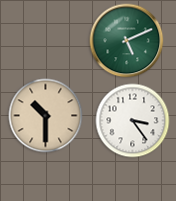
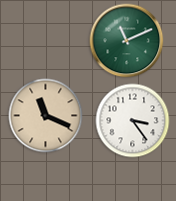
clock at (127, 41): 5:11 -> 11:11
clock at (46, 116): 10:30 -> 11:19
